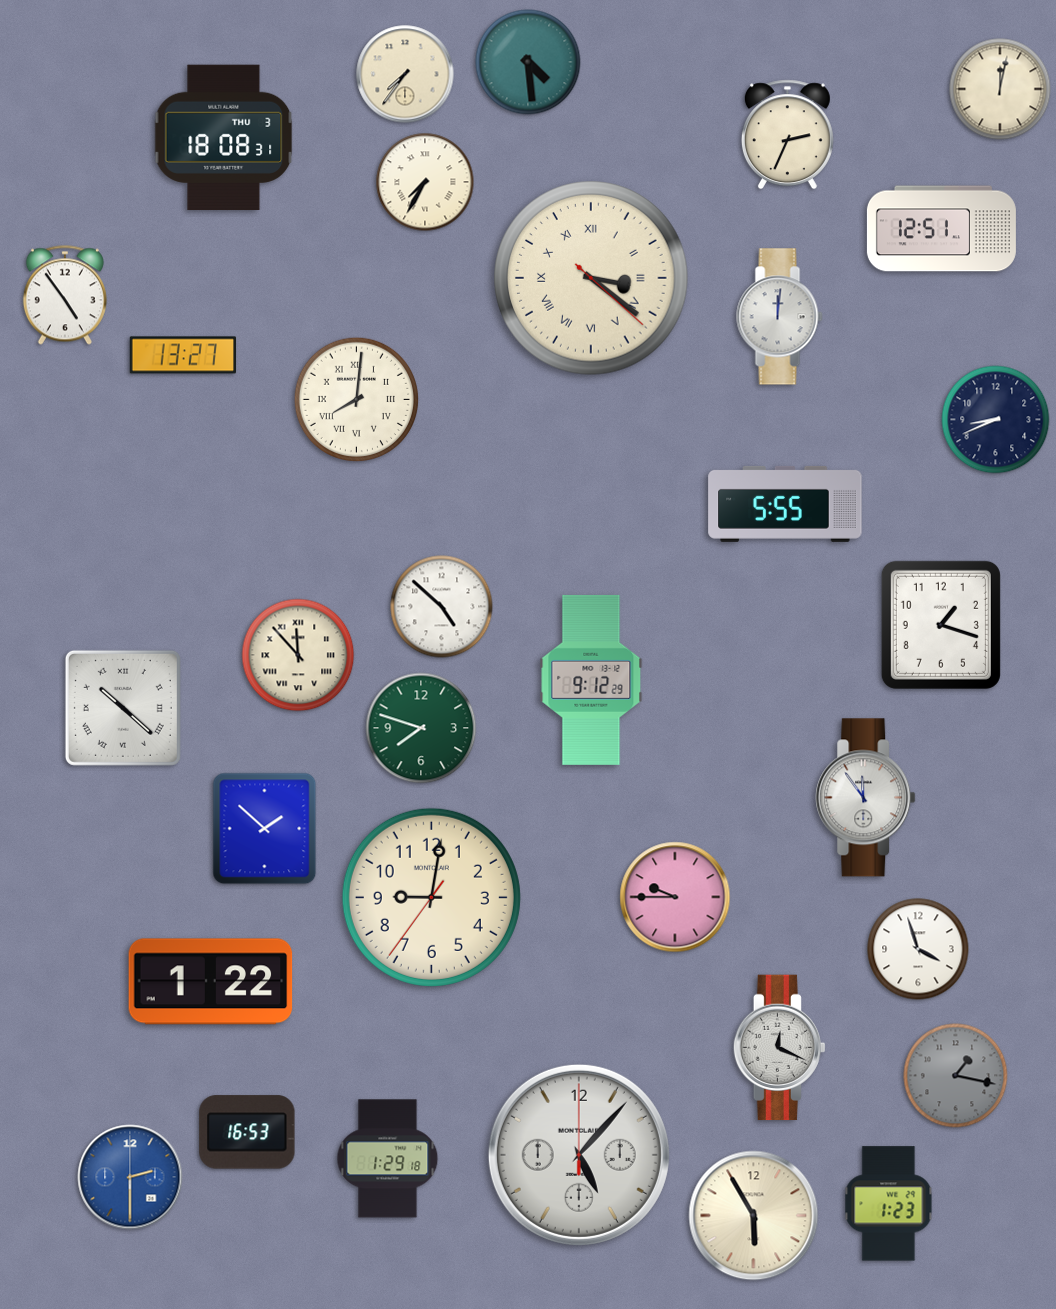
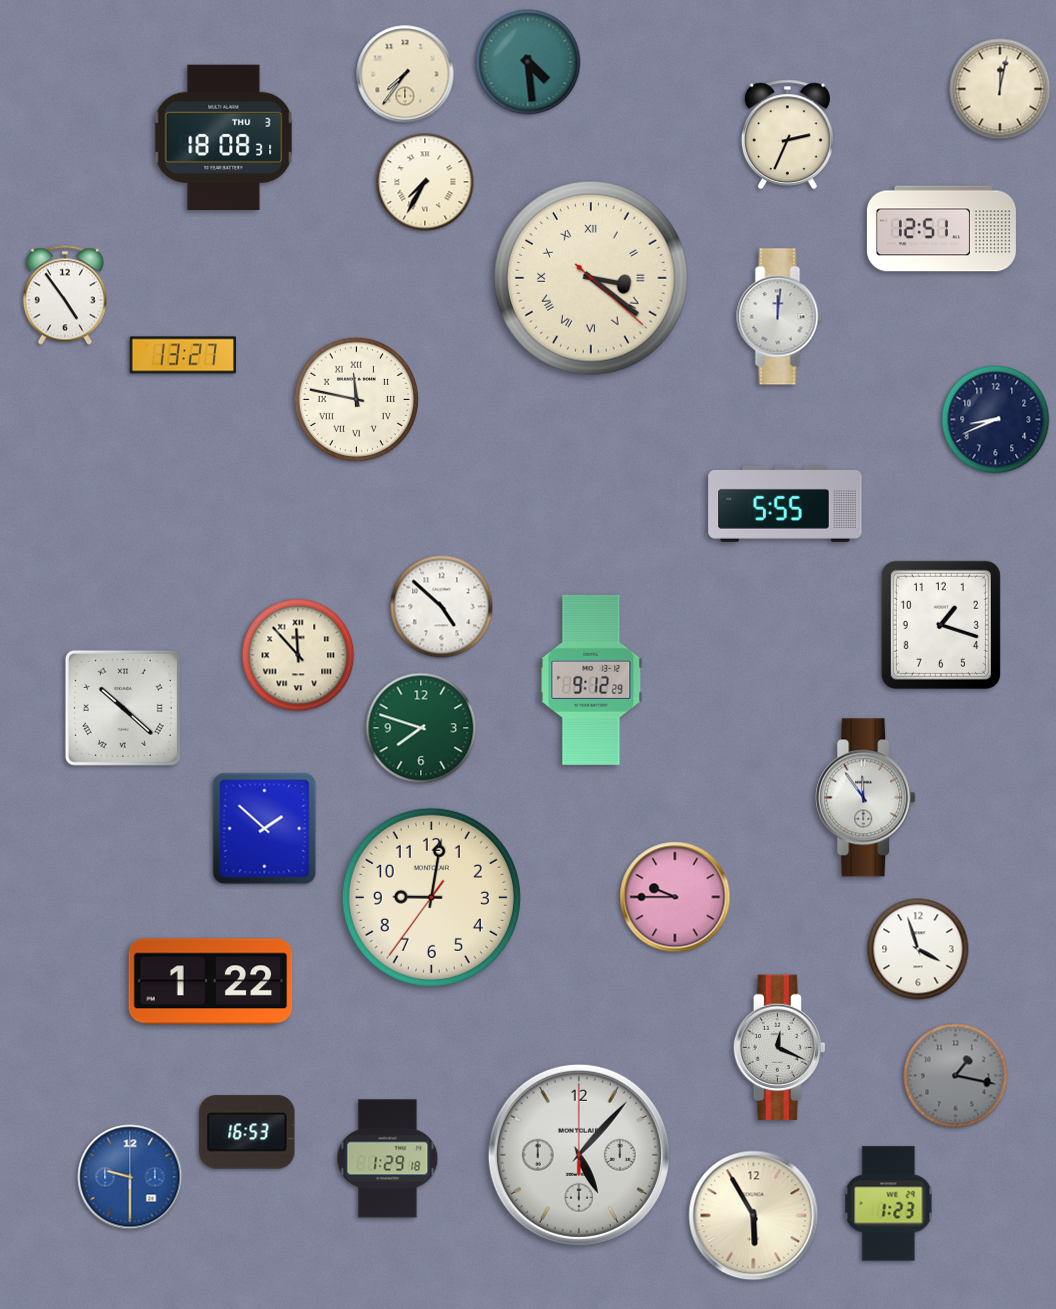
clock at (356, 399): 8:01 -> 11:47
clock at (130, 1177): 2:30 -> 9:30
